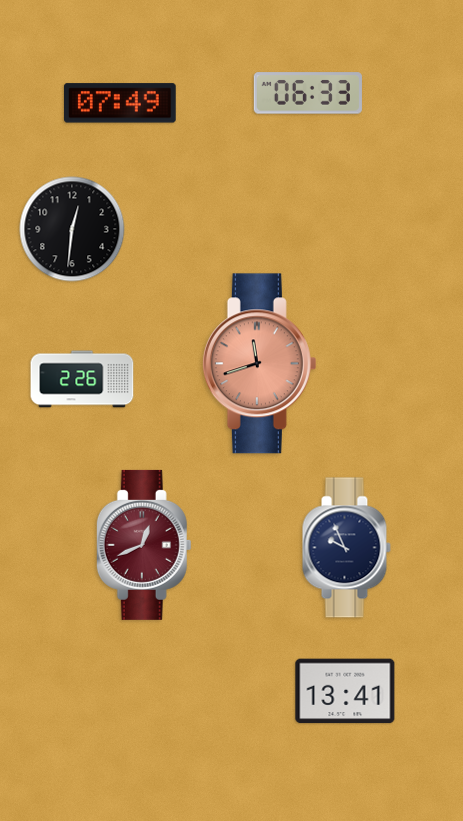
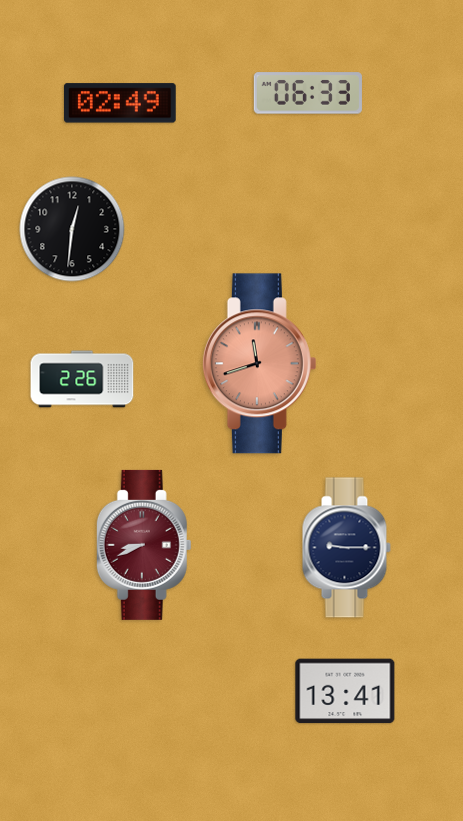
clock at (120, 103): 07:49 -> 02:49
clock at (144, 545): 12:41 -> 8:41
clock at (346, 548): 9:56 -> 9:15
